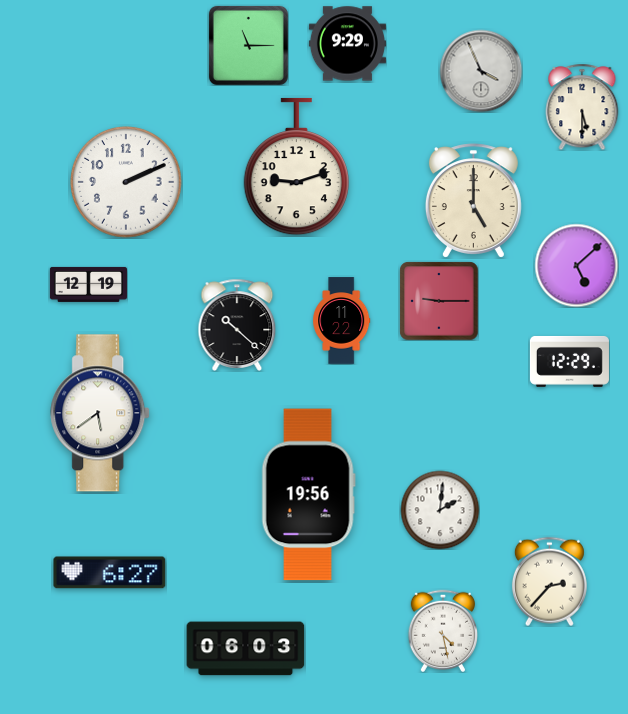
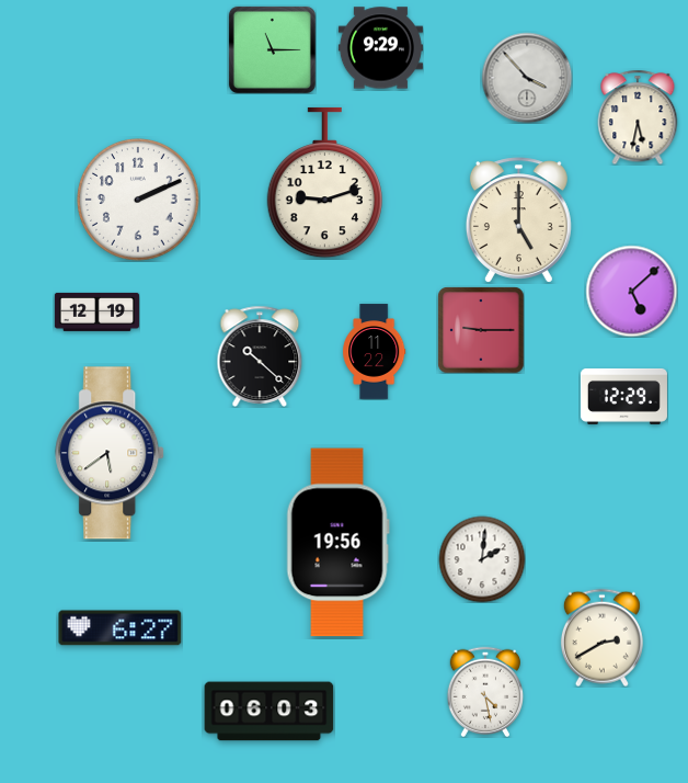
clock at (481, 71): 3:56 -> 3:53
clock at (582, 107): 5:30 -> 5:32
clock at (549, 581): 2:37 -> 2:40
